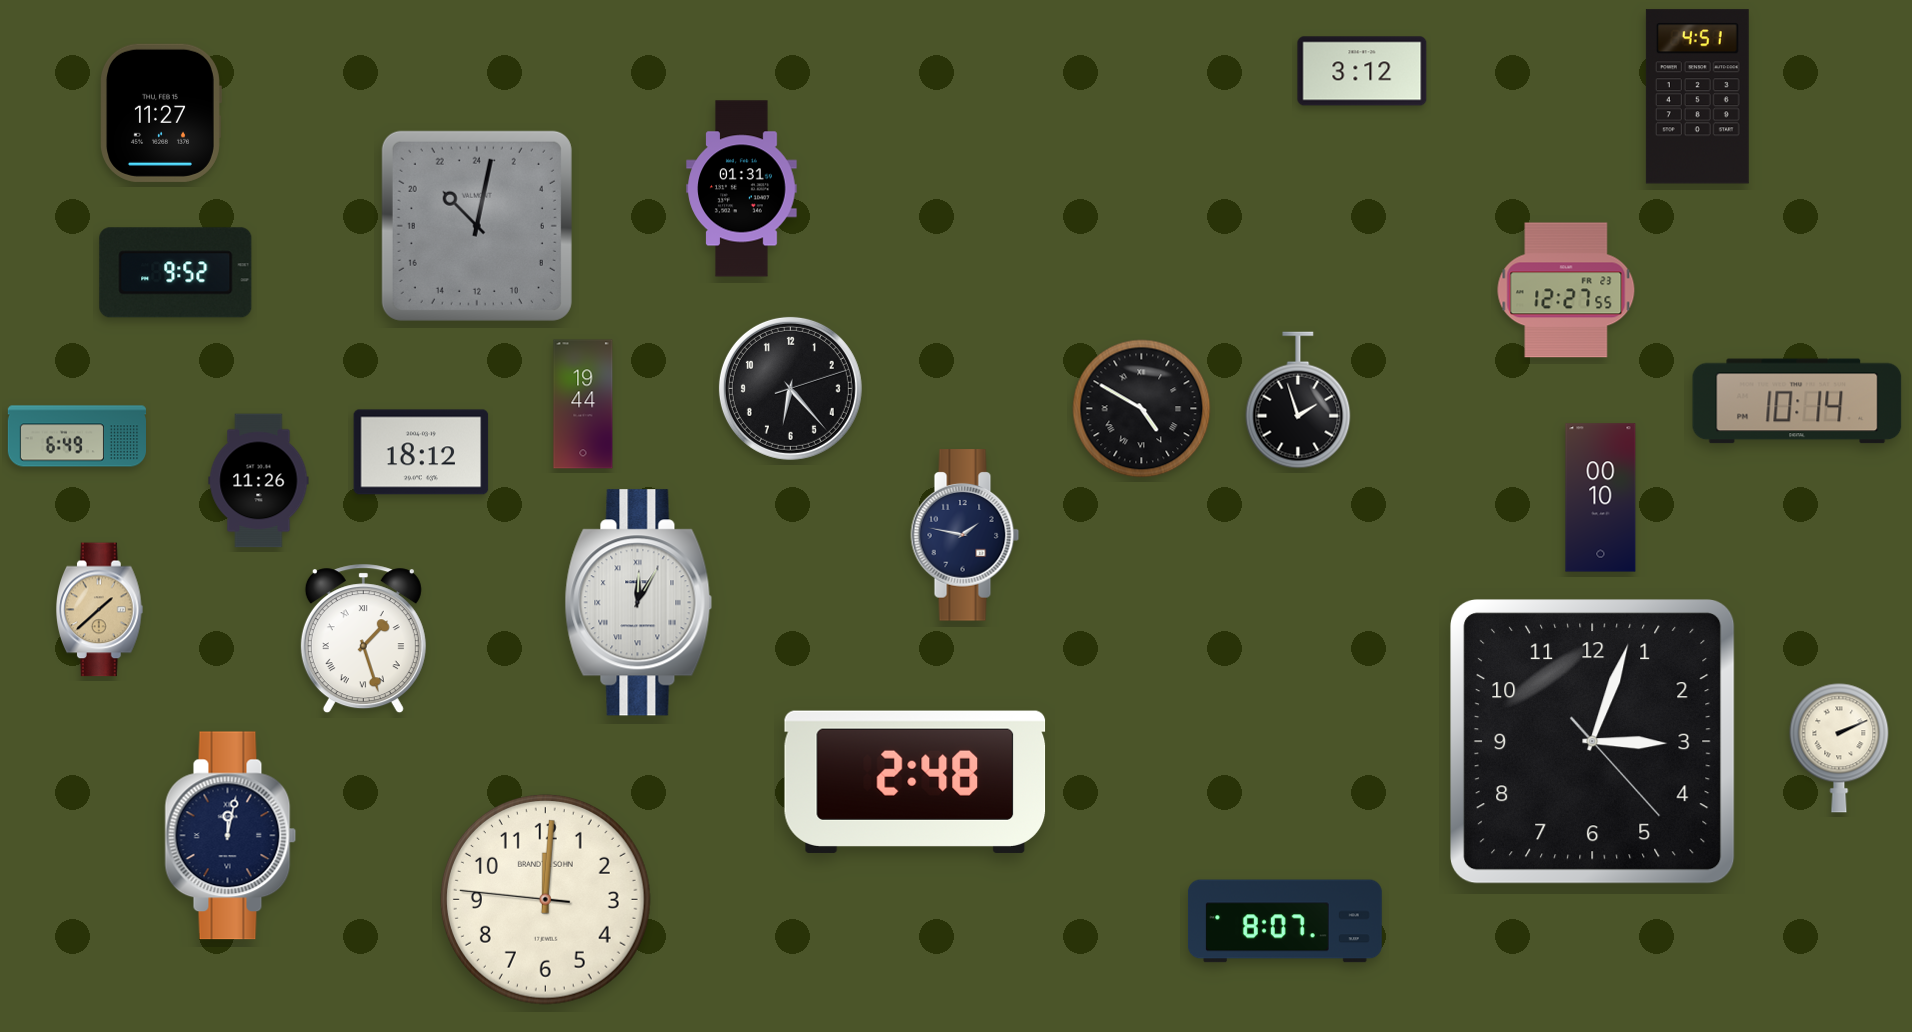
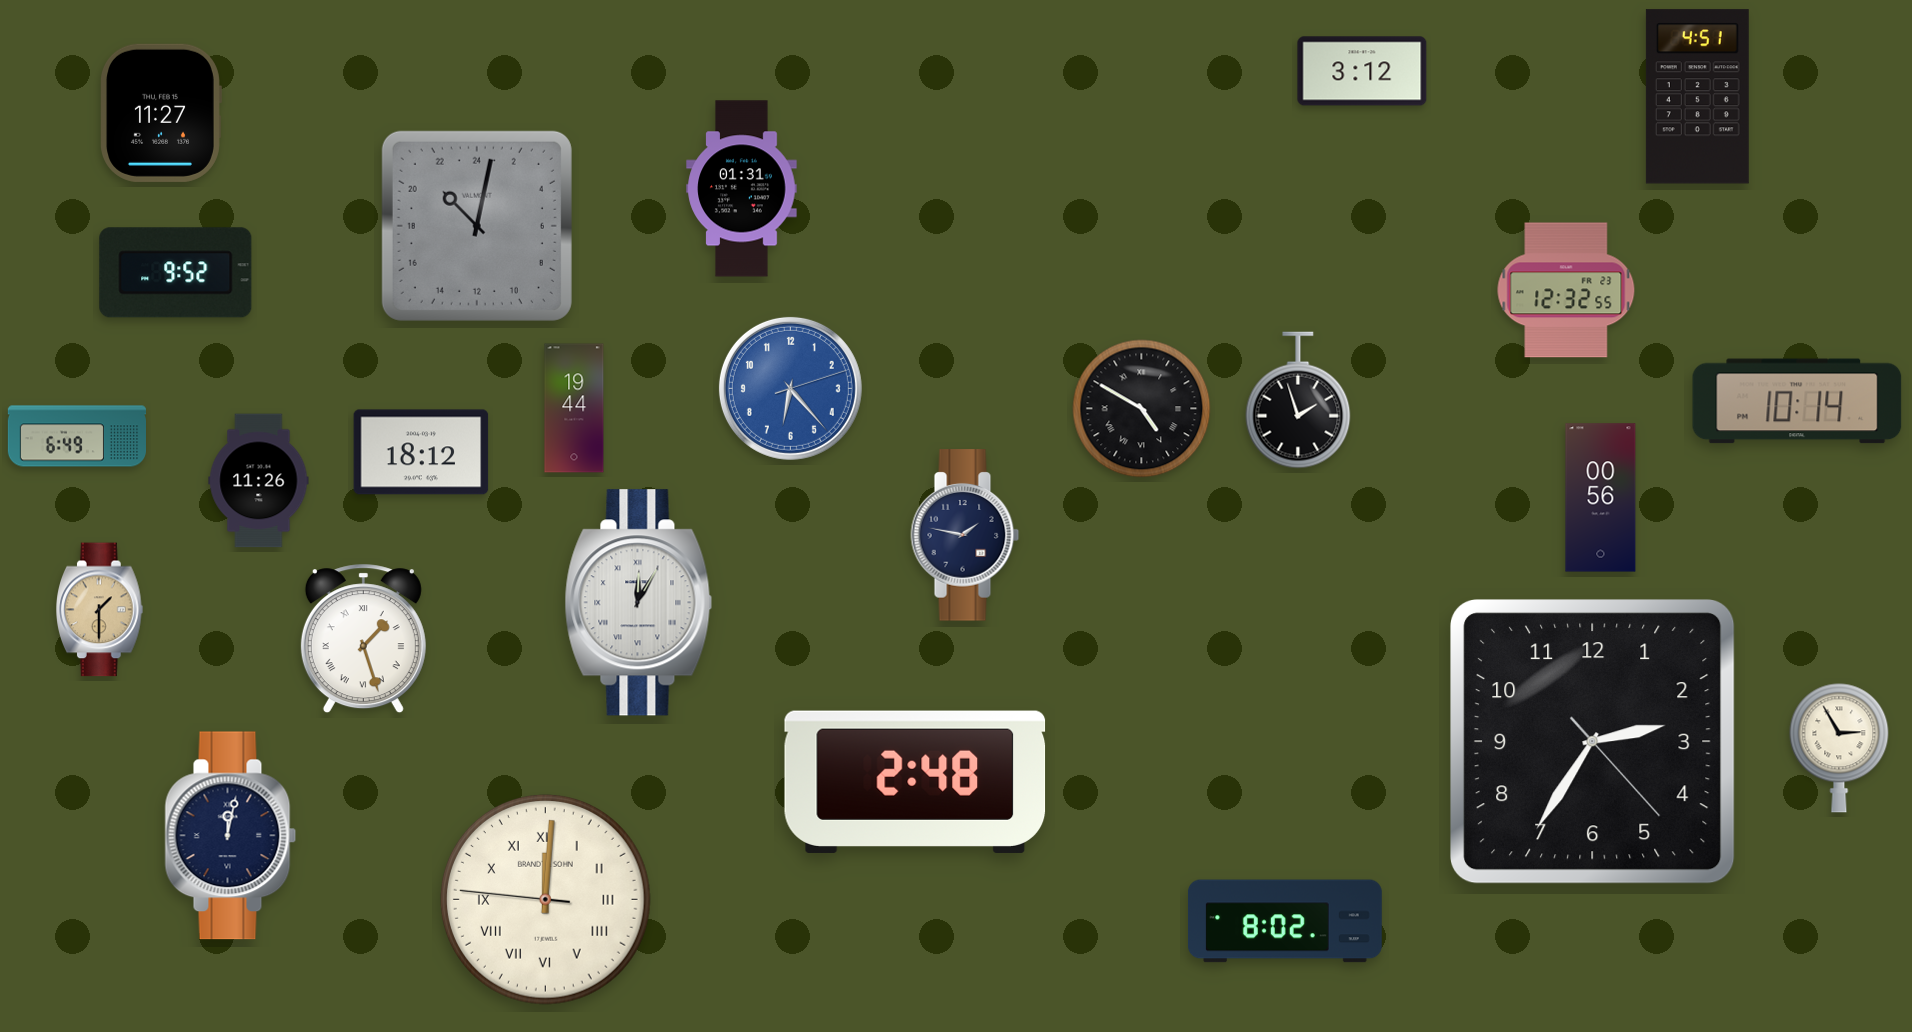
clock at (1566, 290): 12:27 -> 12:32
clock at (790, 388) dial: black -> blue
clock at (583, 404) position: (583, 404) -> (574, 408)
clock at (1601, 498): 00:10 -> 00:56
clock at (100, 610): 1:38 -> 1:30
clock at (1593, 742): 3:03 -> 2:35
clock at (1839, 748): 2:11 -> 2:55
clock at (545, 899) numerals: Arabic -> Roman
clock at (1285, 921): 8:07 -> 8:02
